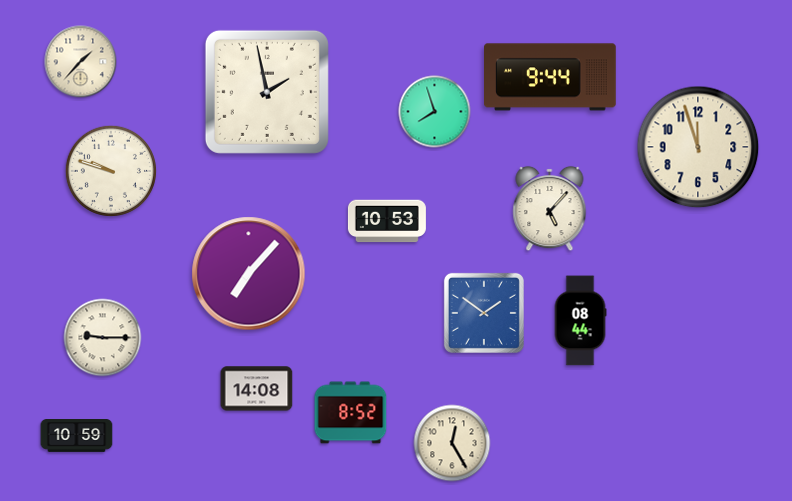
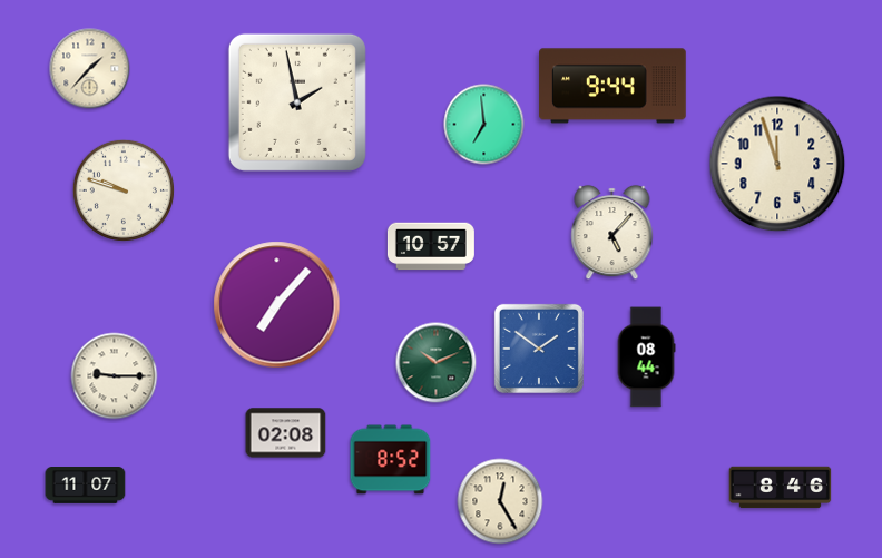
clock at (435, 112): 7:57 -> 6:59
clock at (387, 221): 10:53 -> 10:57
clock at (437, 363): none -> 10:11
clock at (257, 389): 14:08 -> 02:08
clock at (77, 436): 10:59 -> 11:07
clock at (781, 488): none -> 8:46
clock at (452, 443) position: (452, 443) -> (500, 501)
